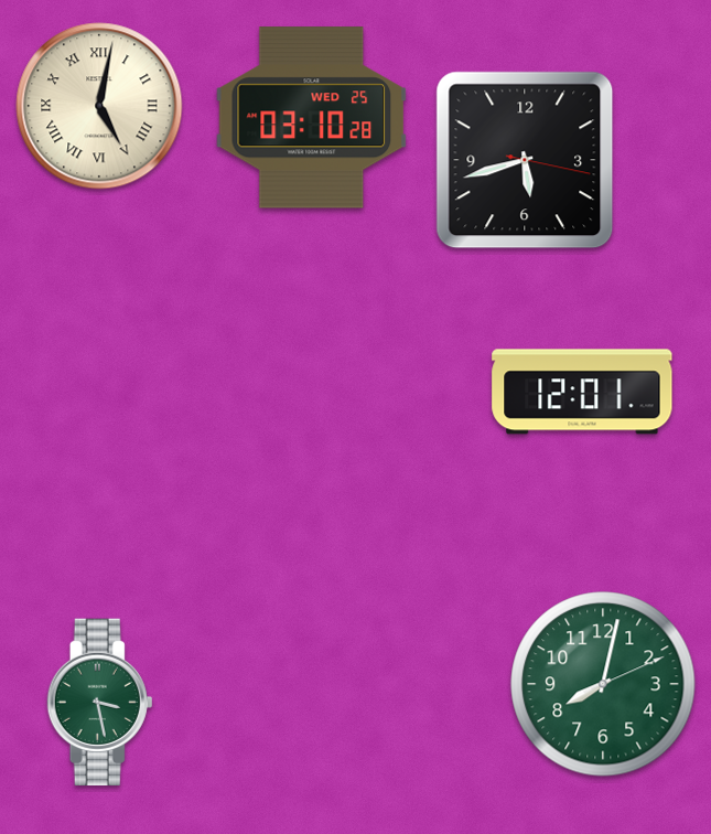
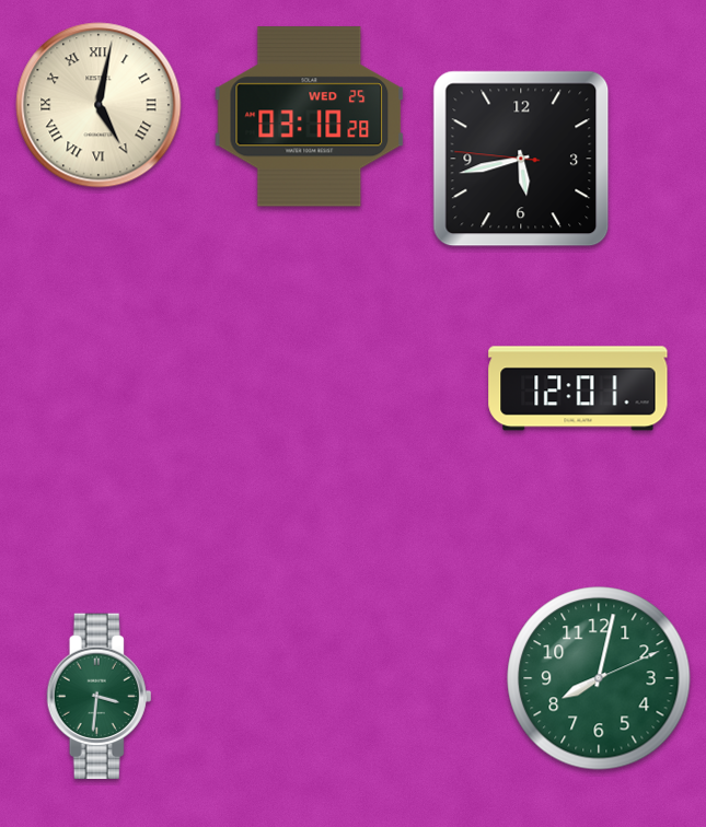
clock at (525, 160): 5:42:17 -> 5:42:46
clock at (100, 703): 3:28 -> 3:31
